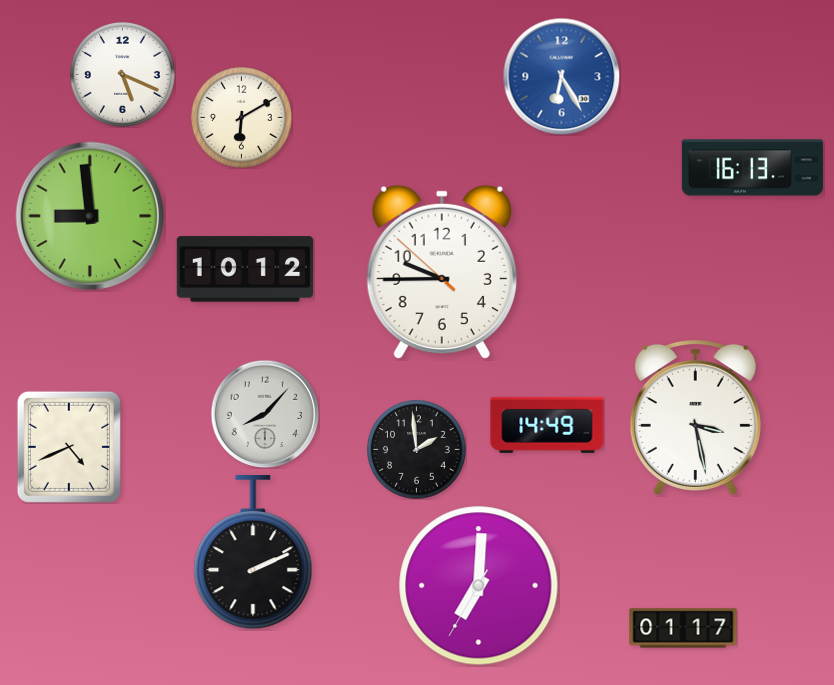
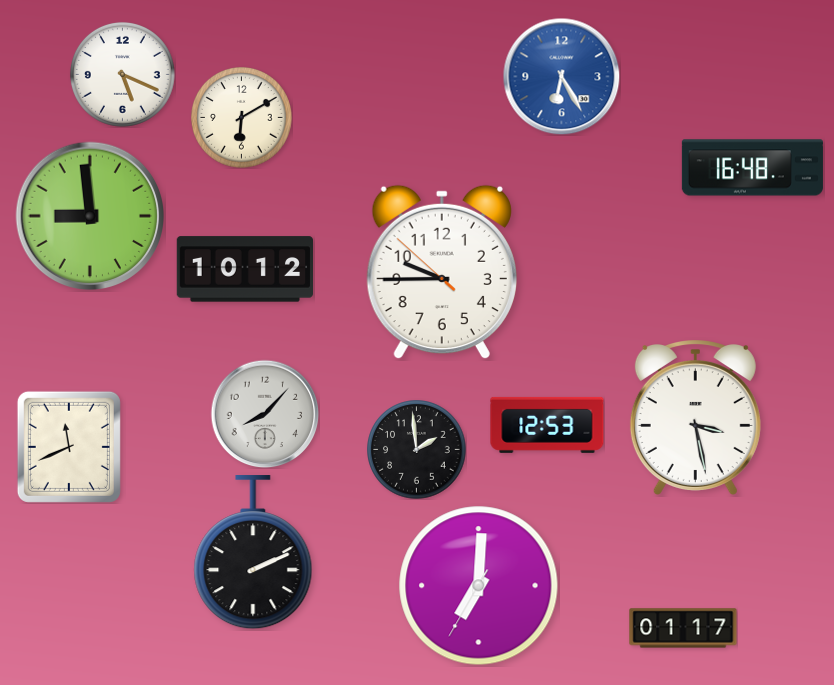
clock at (752, 168): 16:13 -> 16:48
clock at (547, 425): 14:49 -> 12:53
clock at (69, 447): 4:41 -> 11:41
